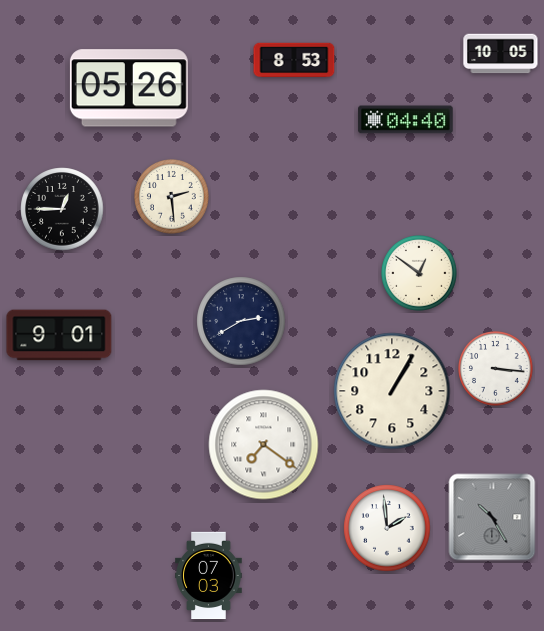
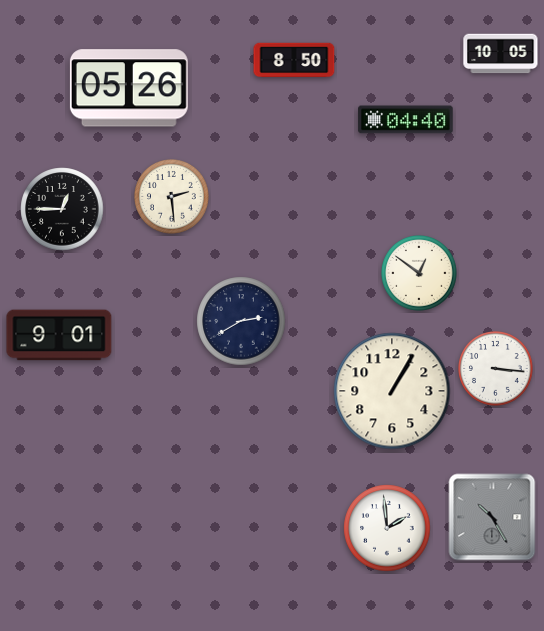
clock at (294, 60): 8:53 -> 8:50
clock at (264, 445): 7:21 -> none
clock at (209, 576): 07:03 -> none
